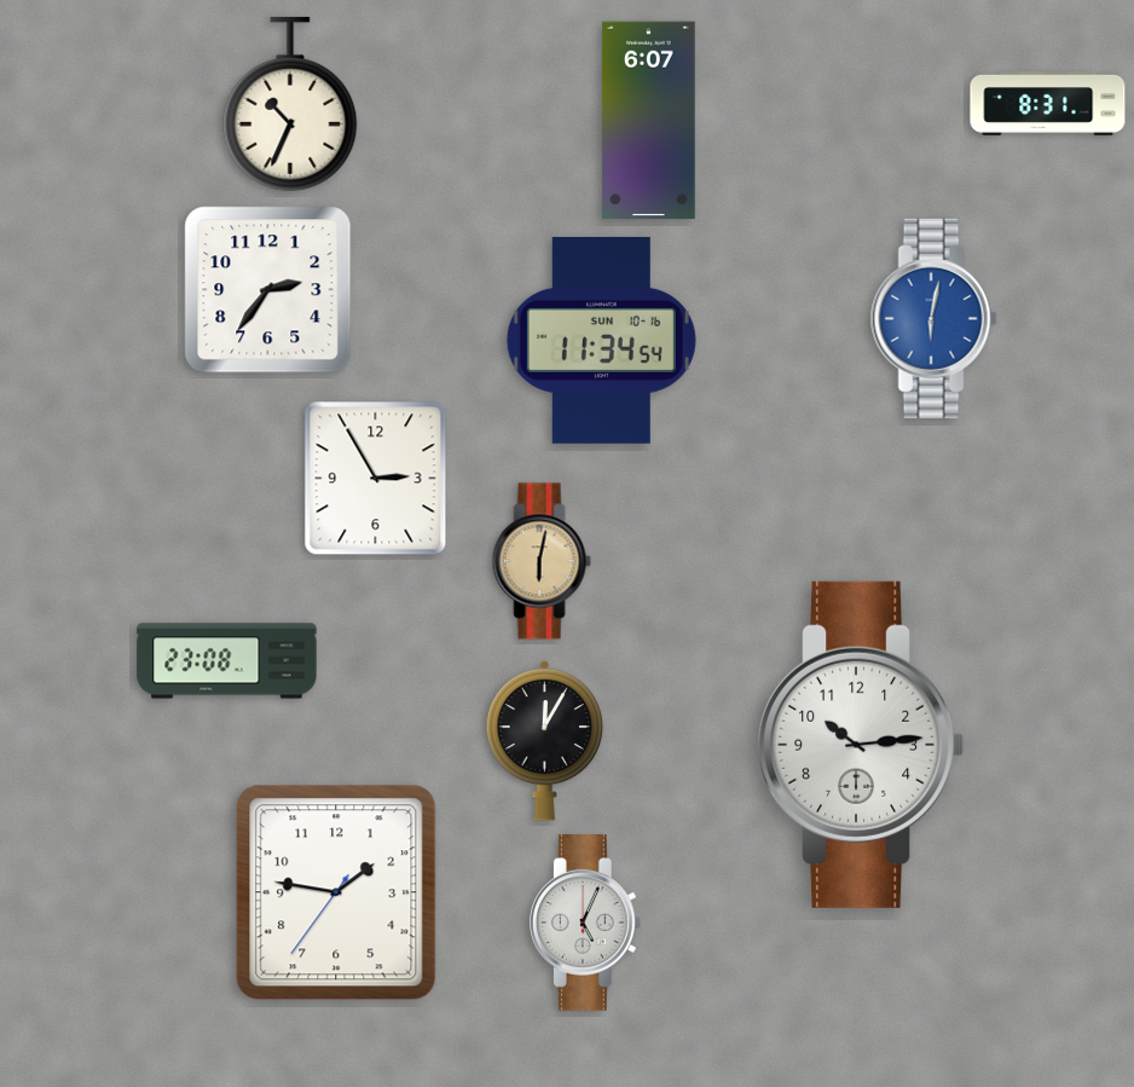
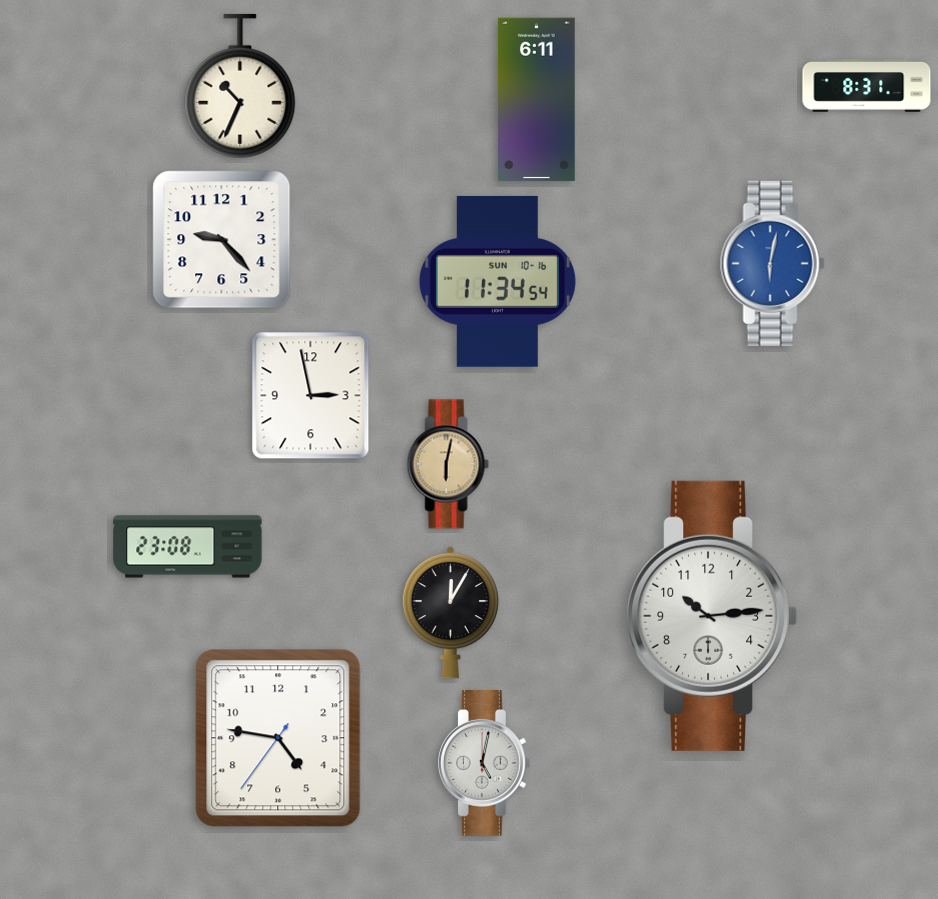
clock at (649, 121): 6:07 -> 6:11
clock at (268, 290): 2:36 -> 9:23
clock at (376, 479): 2:55 -> 2:58
clock at (336, 892): 1:46 -> 4:46
clock at (585, 924): 5:04 -> 5:02
